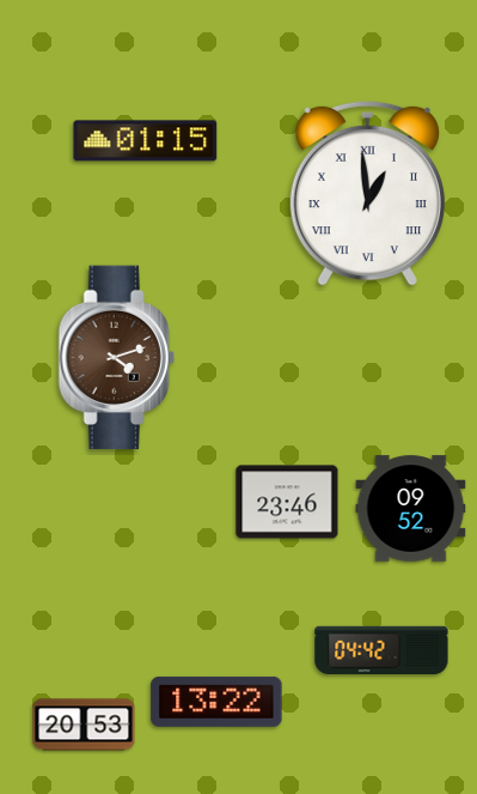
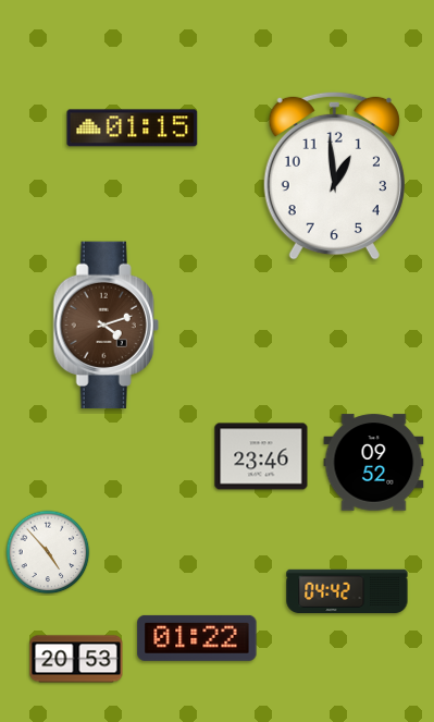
clock at (367, 193) numerals: Roman -> Arabic
clock at (48, 552): none -> 4:53
clock at (216, 702): 13:22 -> 01:22
